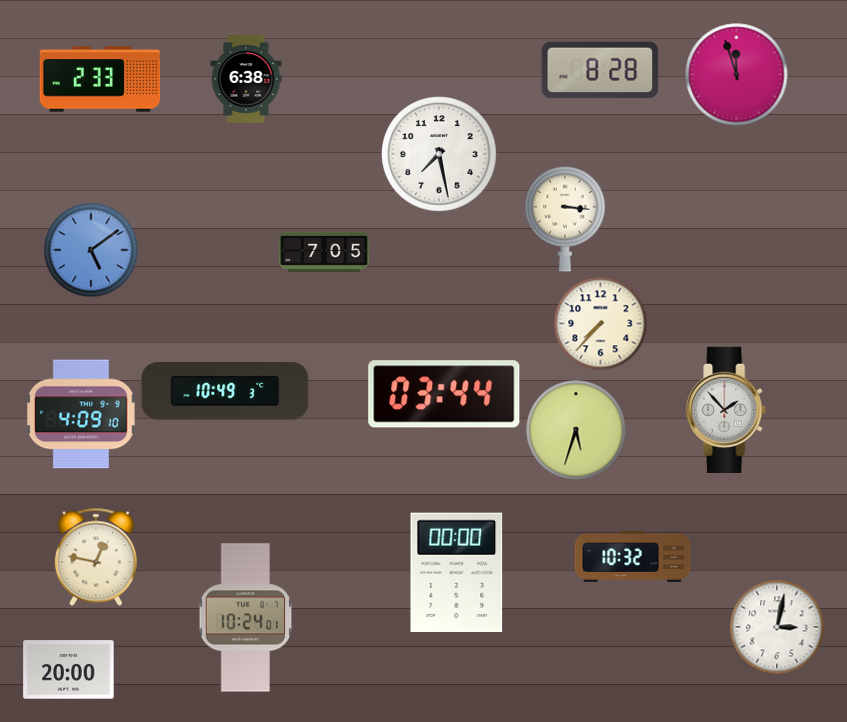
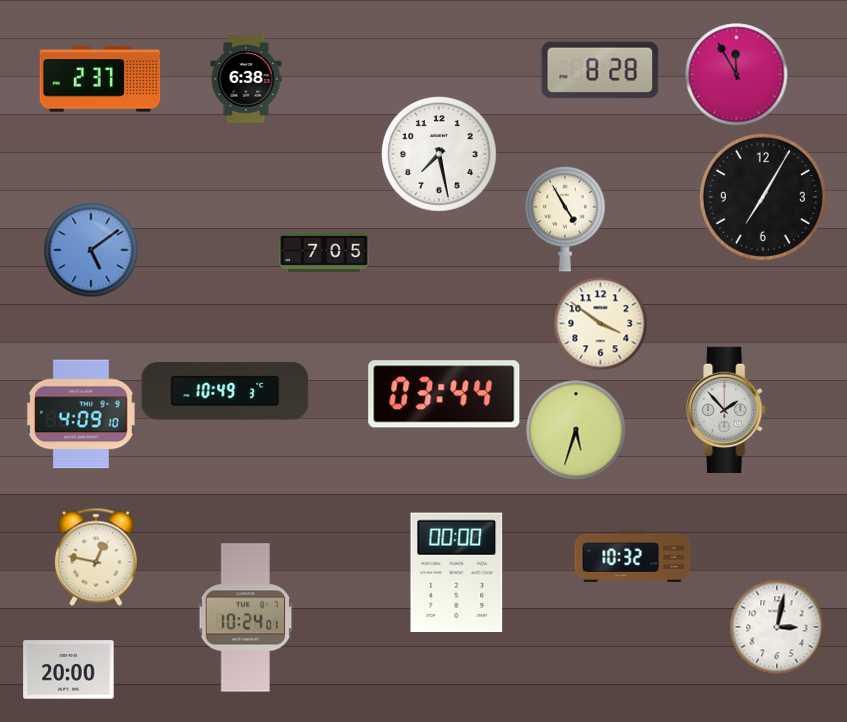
clock at (737, 75): 11:57 -> 11:55
clock at (100, 79): 2:33 -> 2:37
clock at (763, 197): none -> 7:05
clock at (565, 219): 3:16 -> 4:55
clock at (600, 323): 7:37 -> 3:51
